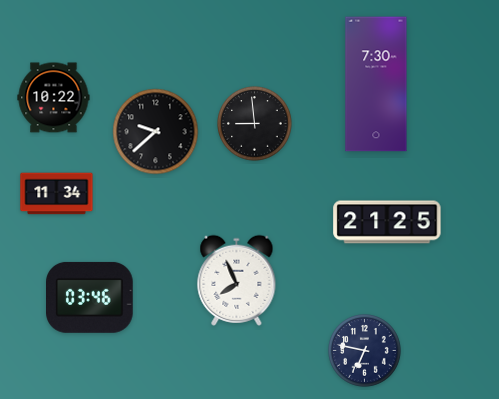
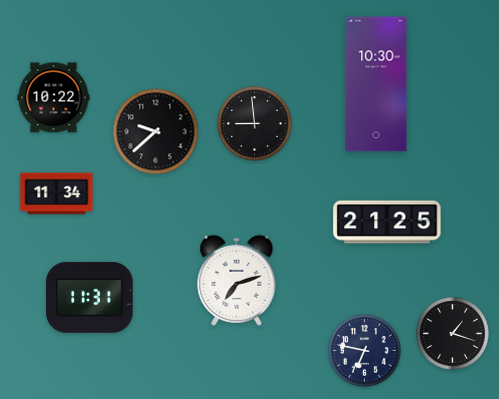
clock at (376, 84): 7:30 -> 10:30
clock at (237, 280): 7:56 -> 7:12
clock at (90, 297): 03:46 -> 11:31
clock at (453, 334): none -> 1:18
